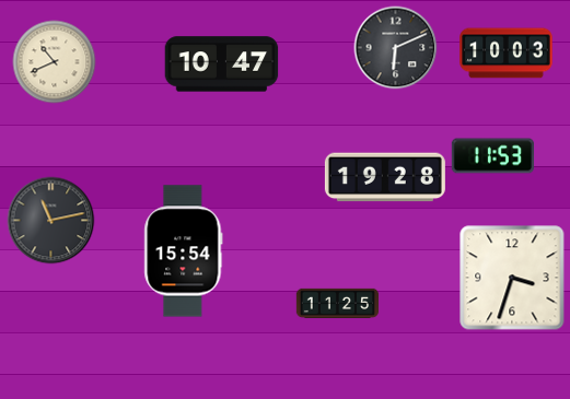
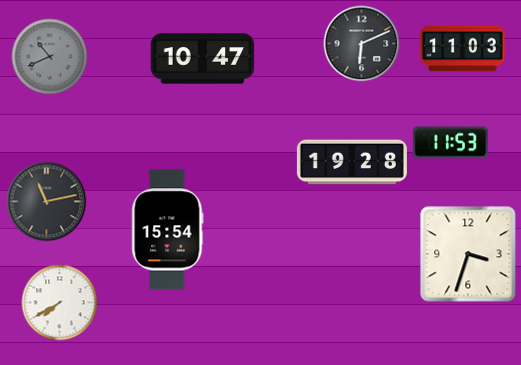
clock at (507, 54): 10:03 -> 11:03
clock at (55, 62) dial: cream -> grey
clock at (338, 303): 11:25 -> none
clock at (60, 303): none -> 7:40
